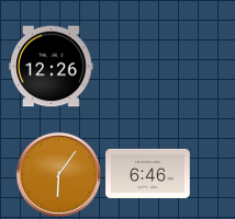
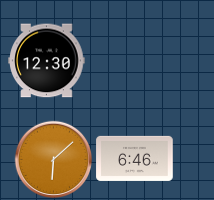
clock at (52, 67): 12:26 -> 12:30
clock at (58, 174): 6:06 -> 6:08
